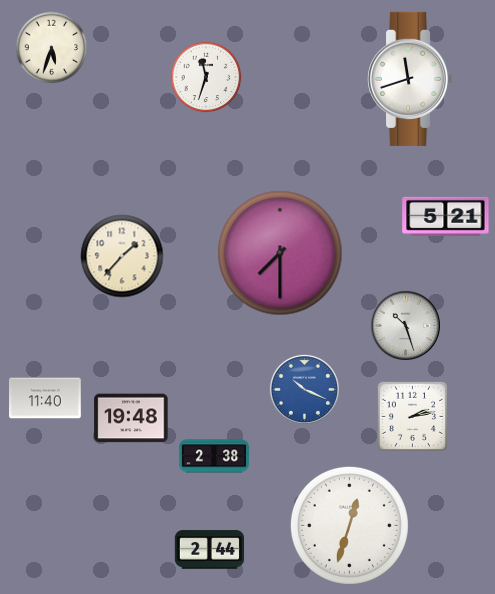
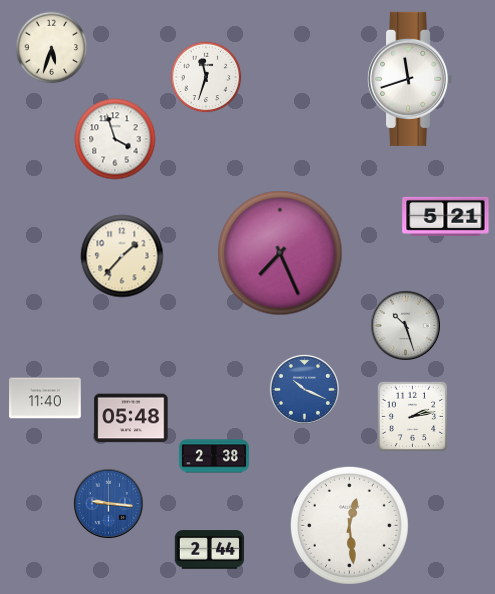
clock at (115, 139): none -> 3:57
clock at (280, 253): 7:30 -> 7:26
clock at (131, 418): 19:48 -> 05:48
clock at (108, 503): none -> 9:16
clock at (349, 525): 12:33 -> 12:29
